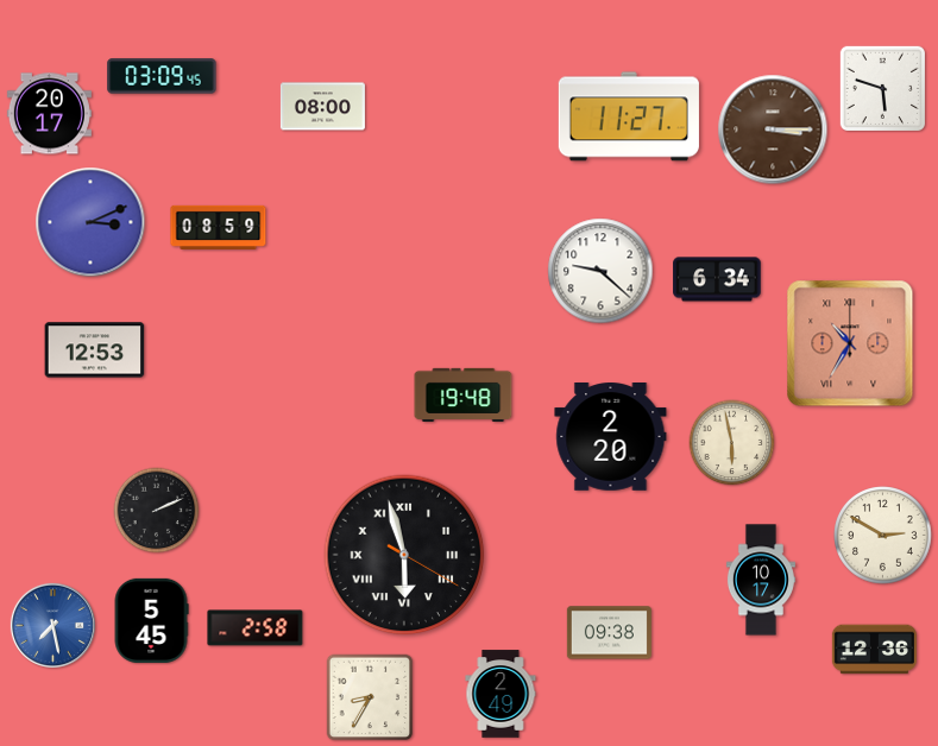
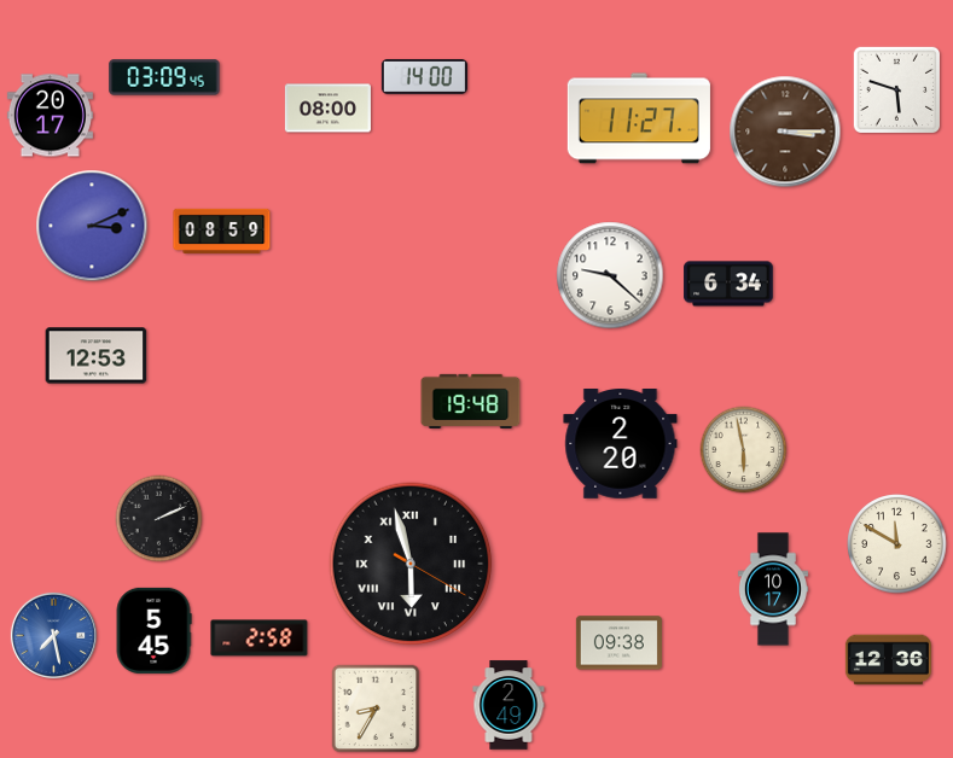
clock at (424, 76): none -> 14:00
clock at (850, 343): 10:35 -> none
clock at (883, 536): 2:50 -> 11:50
